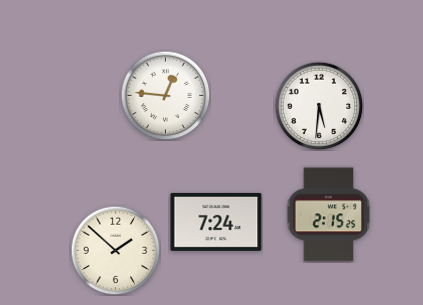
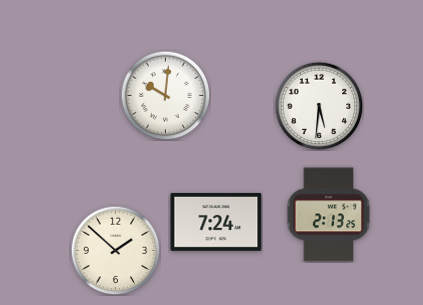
clock at (165, 95): 12:46 -> 10:01
clock at (329, 215): 2:15 -> 2:13
